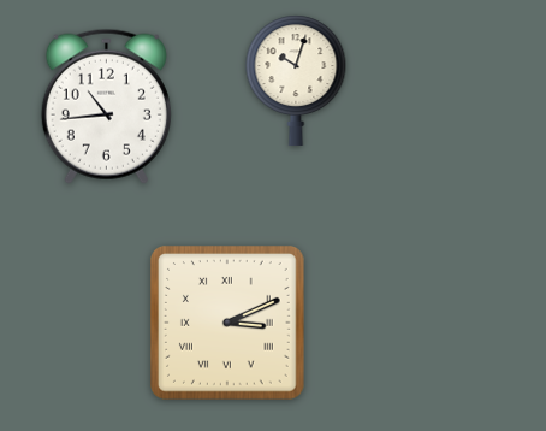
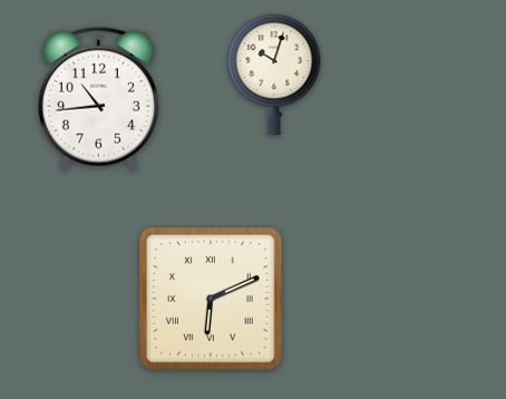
clock at (229, 324): 3:11 -> 6:11
